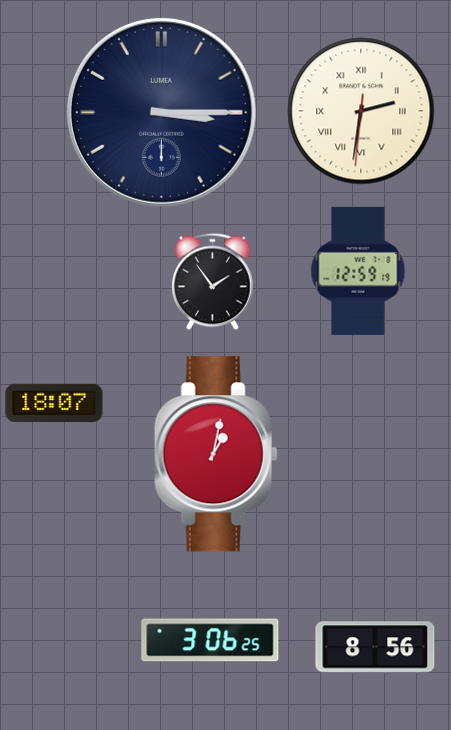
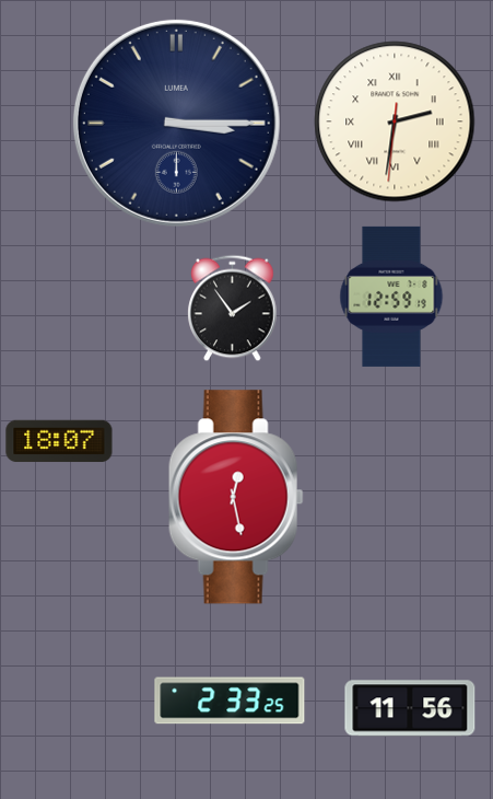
clock at (216, 454): 1:02 -> 12:28
clock at (210, 640): 3:06 -> 2:33
clock at (375, 647): 8:56 -> 11:56
